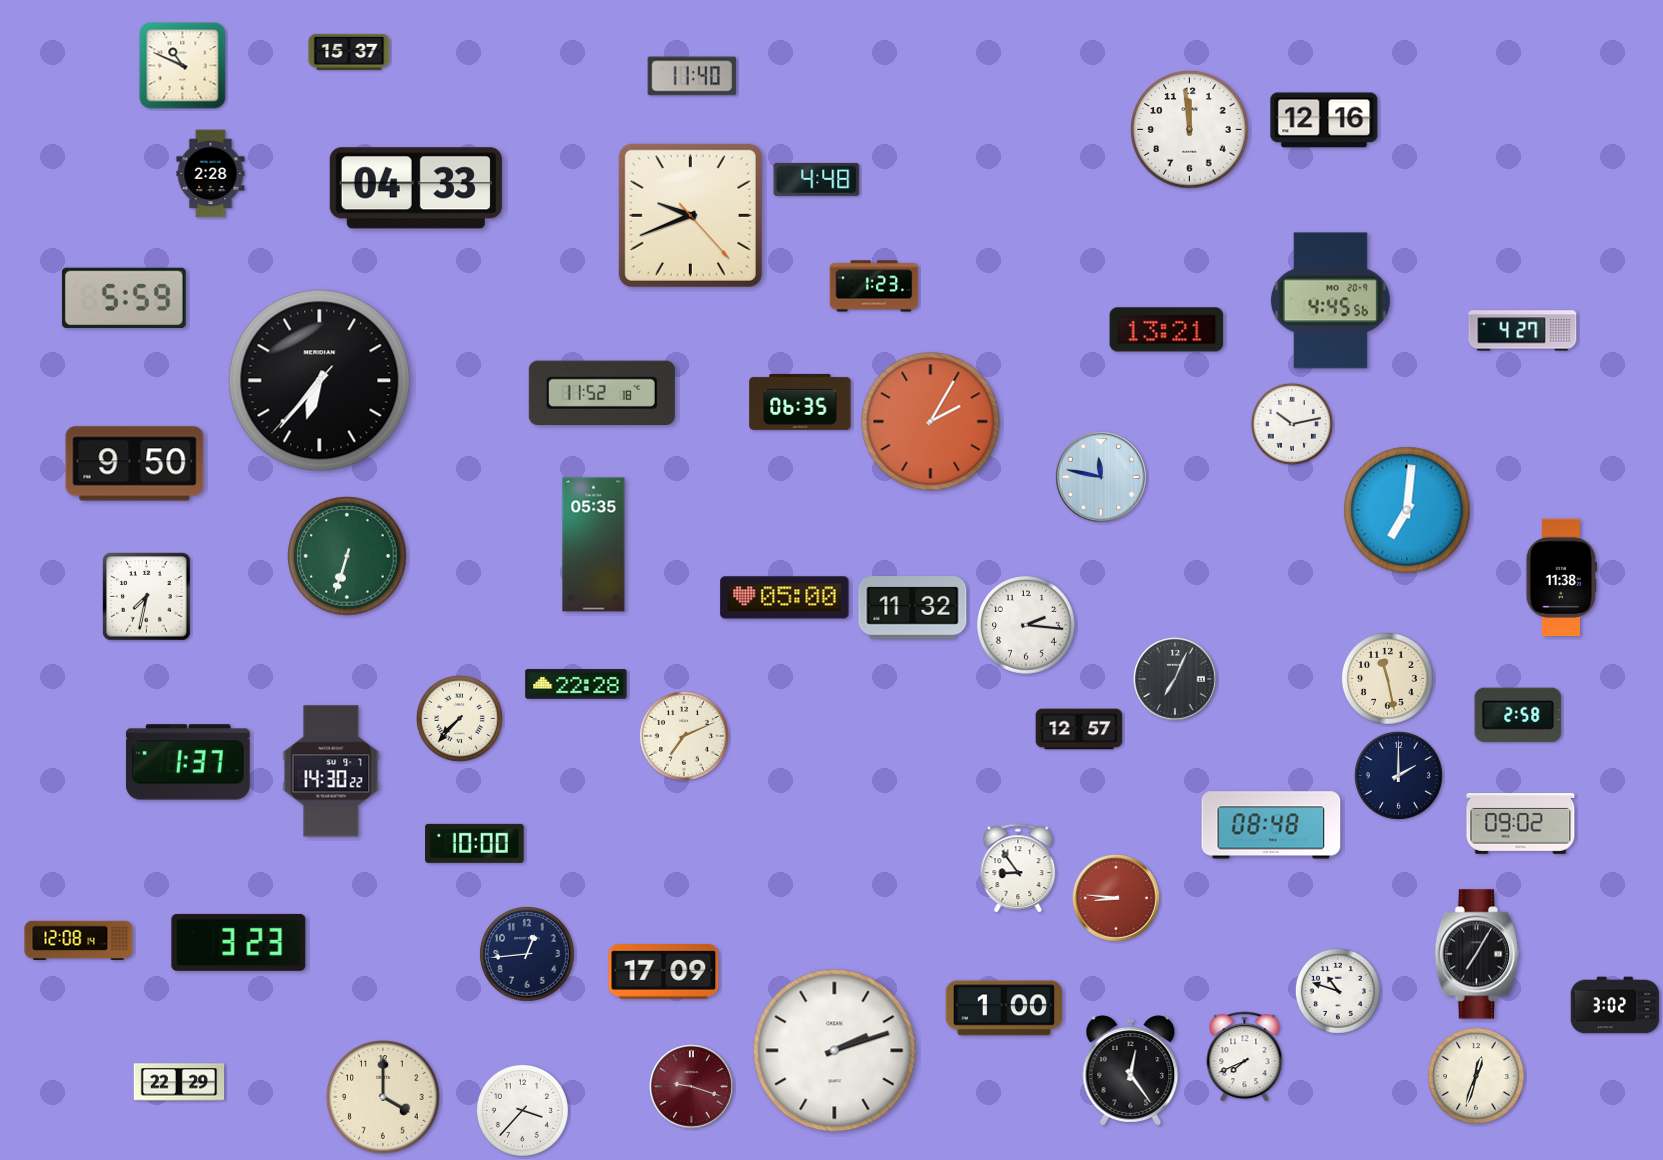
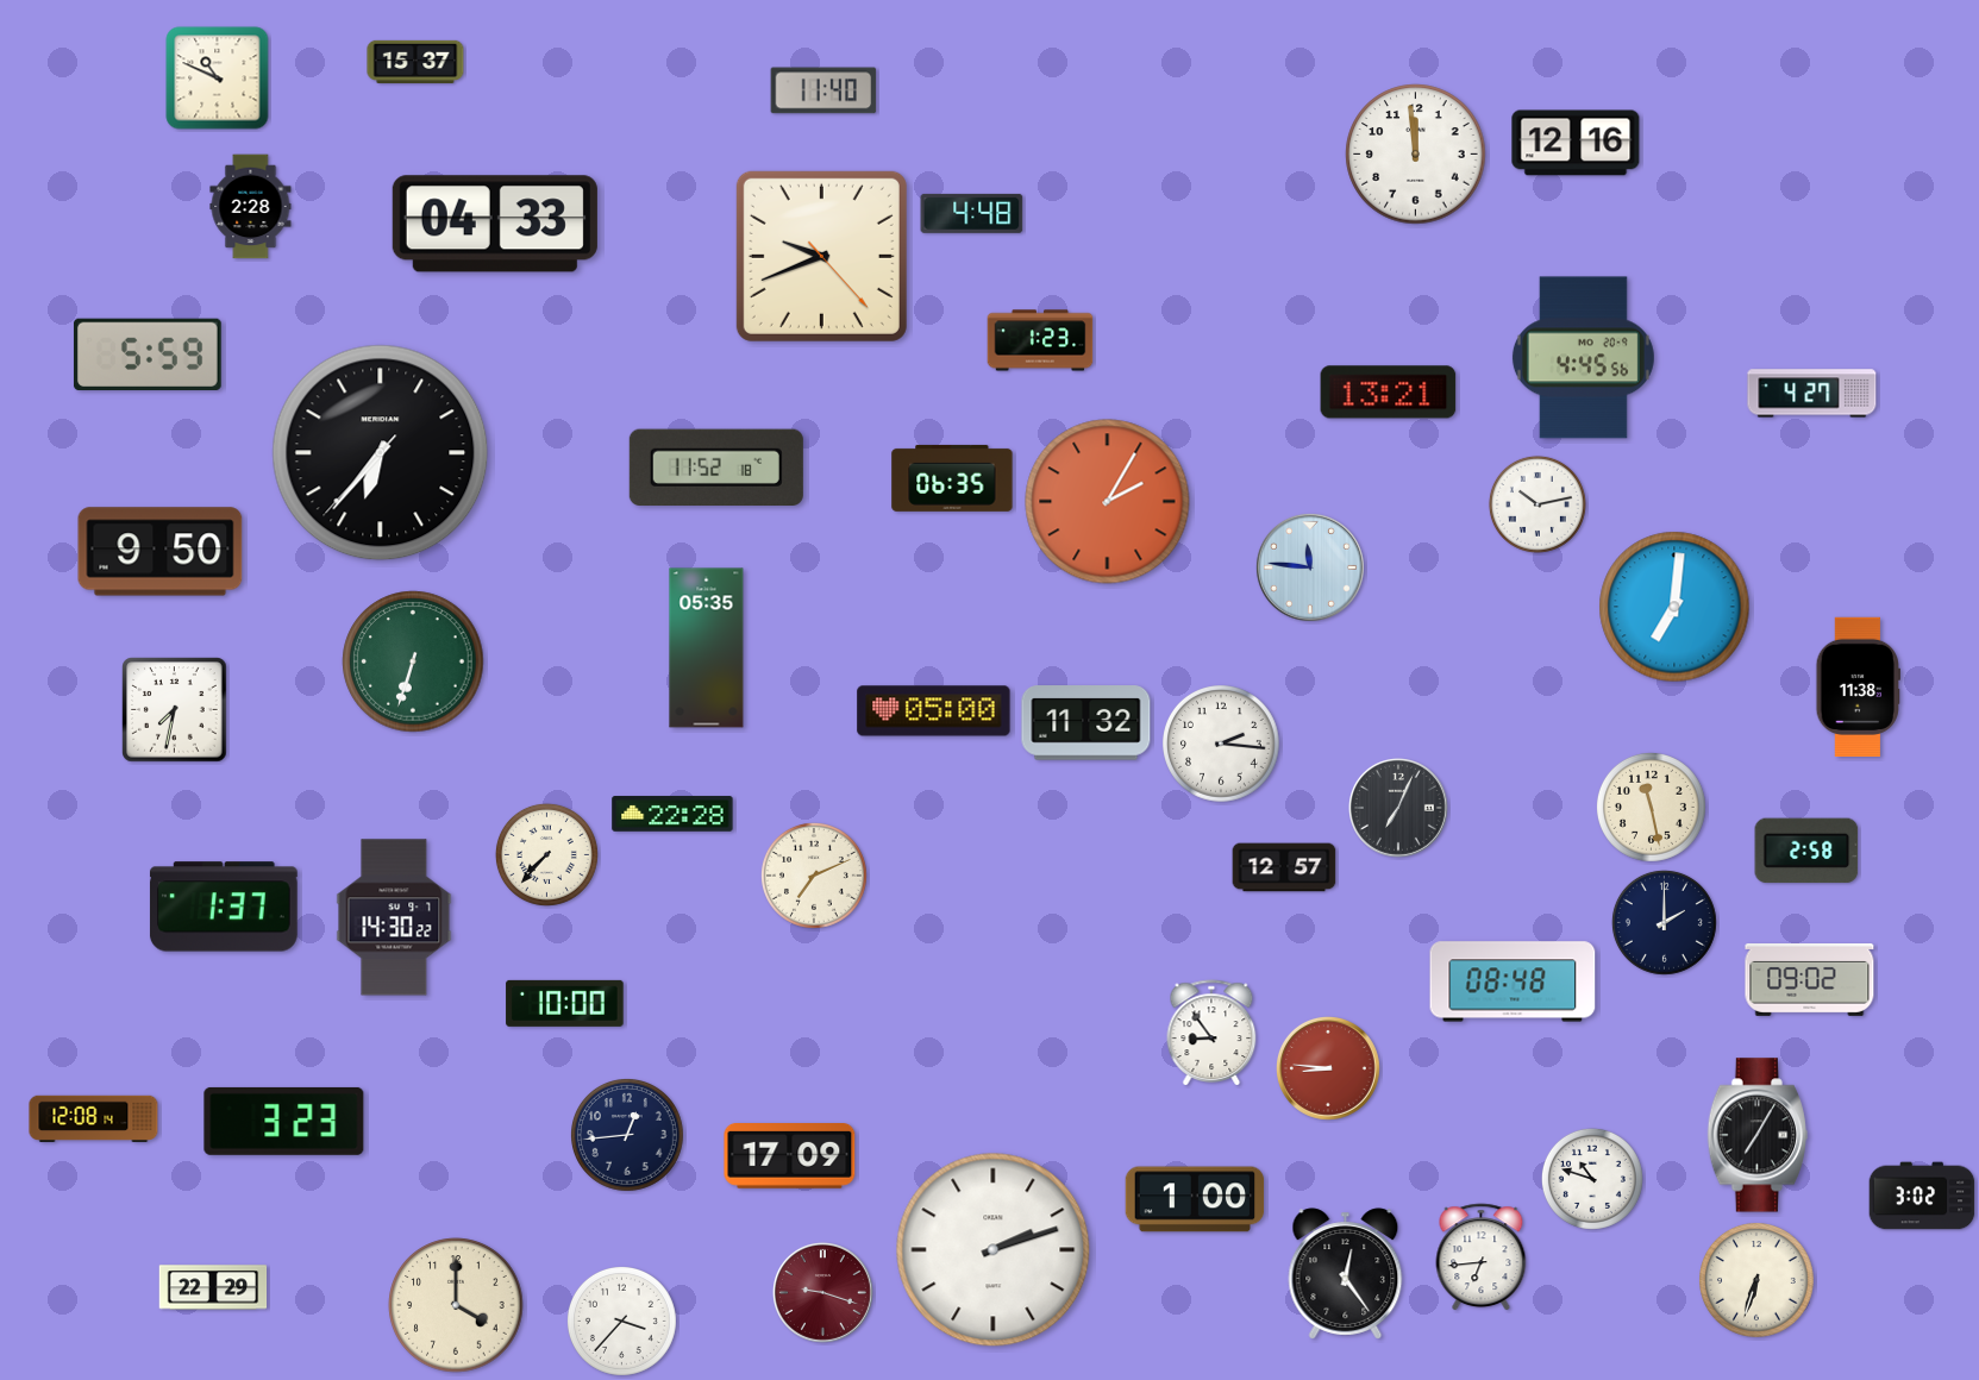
clock at (1101, 477): 11:47 -> 11:46
clock at (576, 684) position: (576, 684) -> (672, 814)
clock at (1245, 1057): 7:41 -> 6:44
clock at (1477, 1077): 12:33 -> 6:33
